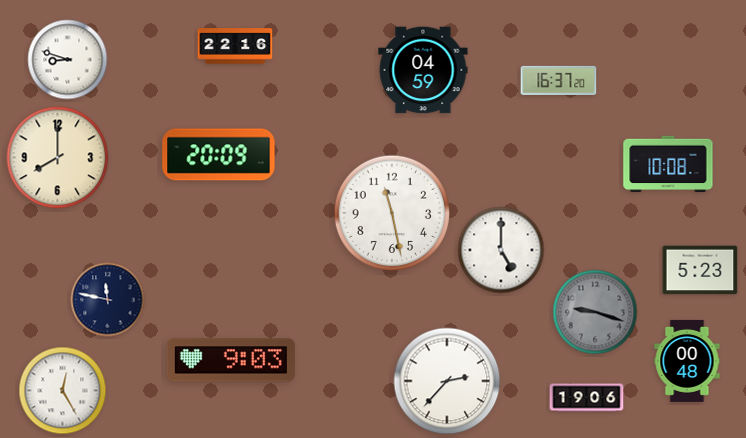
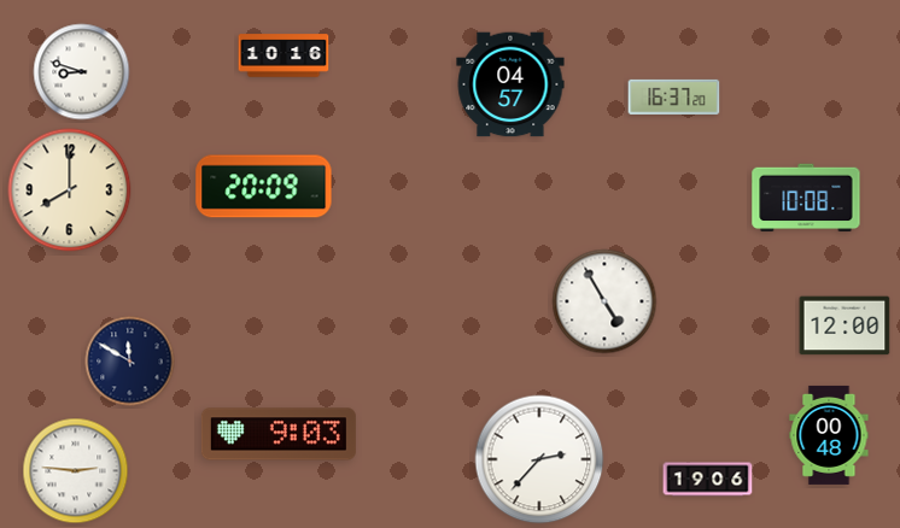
clock at (235, 46): 22:16 -> 10:16
clock at (423, 70): 04:59 -> 04:57
clock at (392, 213): 11:28 -> none
clock at (501, 250): 5:00 -> 4:55
clock at (700, 270): 5:23 -> 12:00
clock at (108, 300): 11:47 -> 11:50
clock at (595, 312): 9:18 -> none
clock at (63, 391): 12:25 -> 2:46
